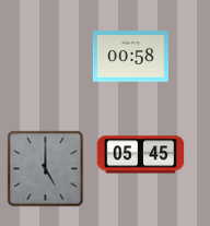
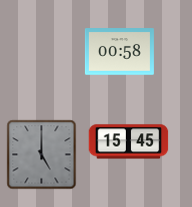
clock at (141, 155): 05:45 -> 15:45
